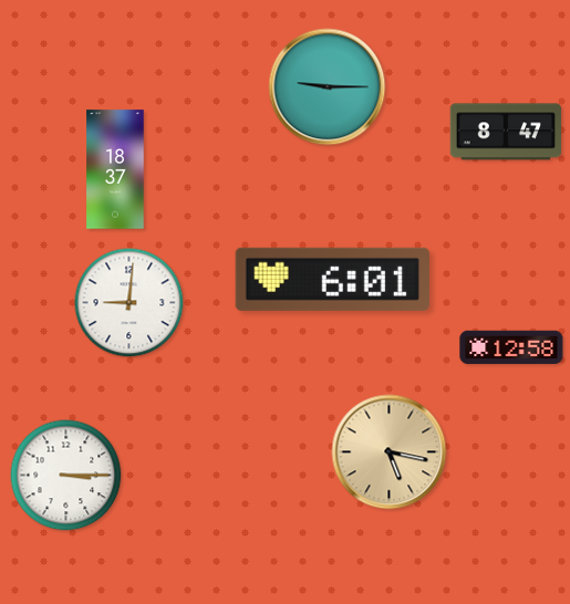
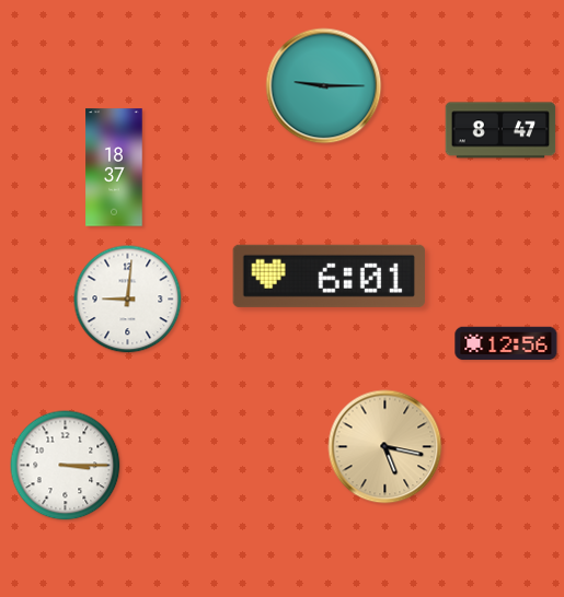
clock at (511, 346): 12:58 -> 12:56
clock at (66, 476) position: (66, 476) -> (66, 466)
